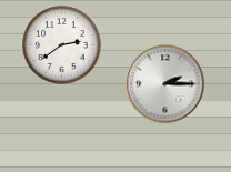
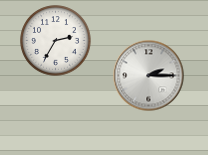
clock at (62, 45): 2:39 -> 2:35
